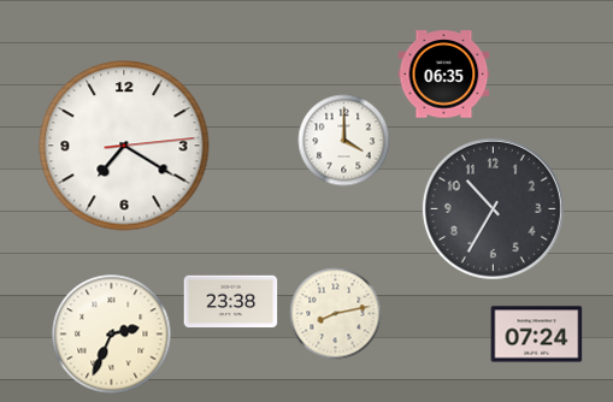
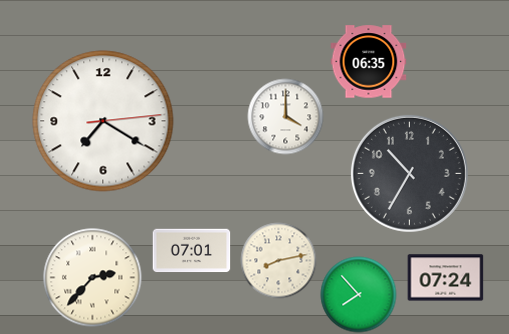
clock at (231, 302): 23:38 -> 07:01
clock at (112, 335): 2:34 -> 2:37
clock at (359, 295): none -> 7:53
